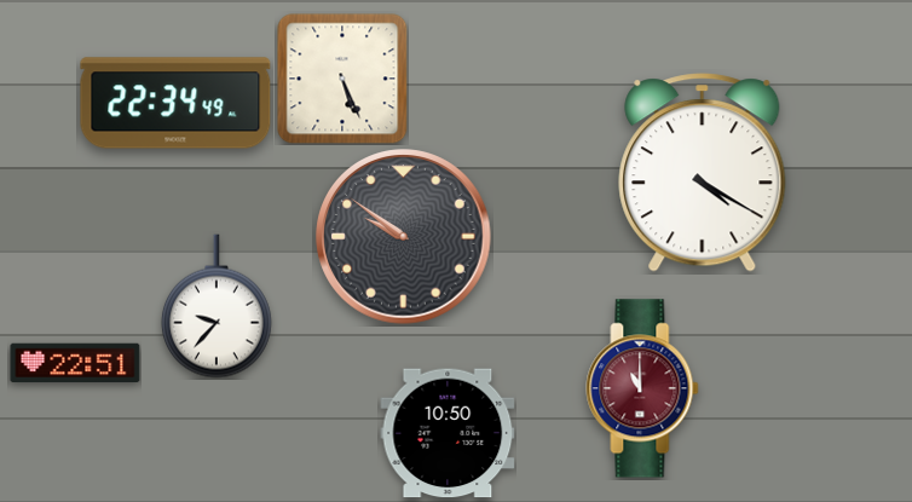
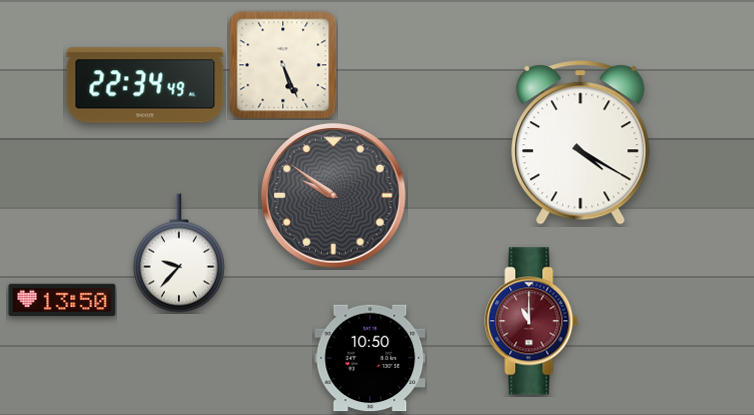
clock at (75, 363): 22:51 -> 13:50
